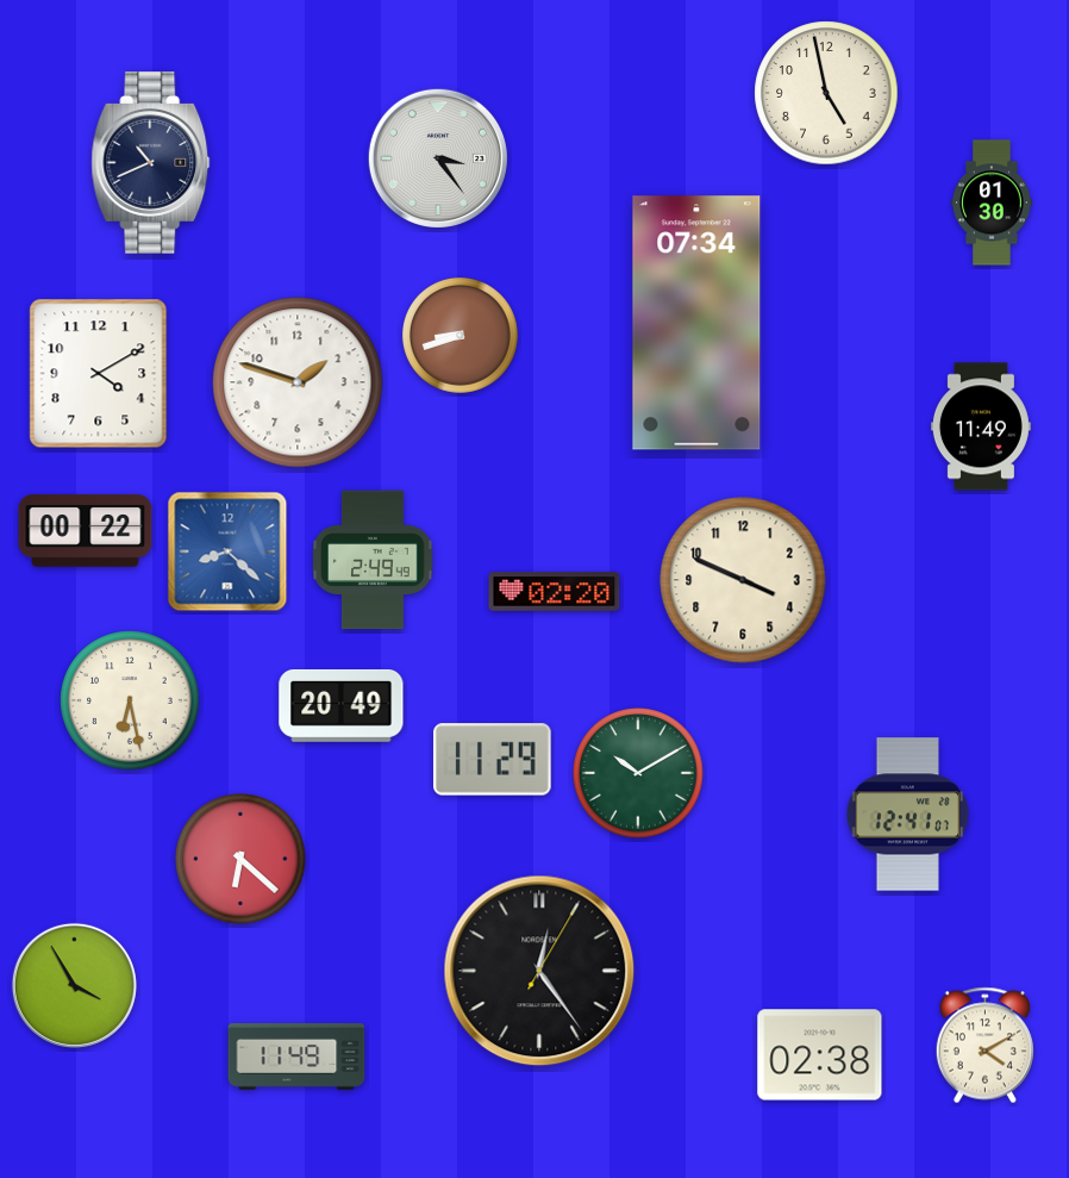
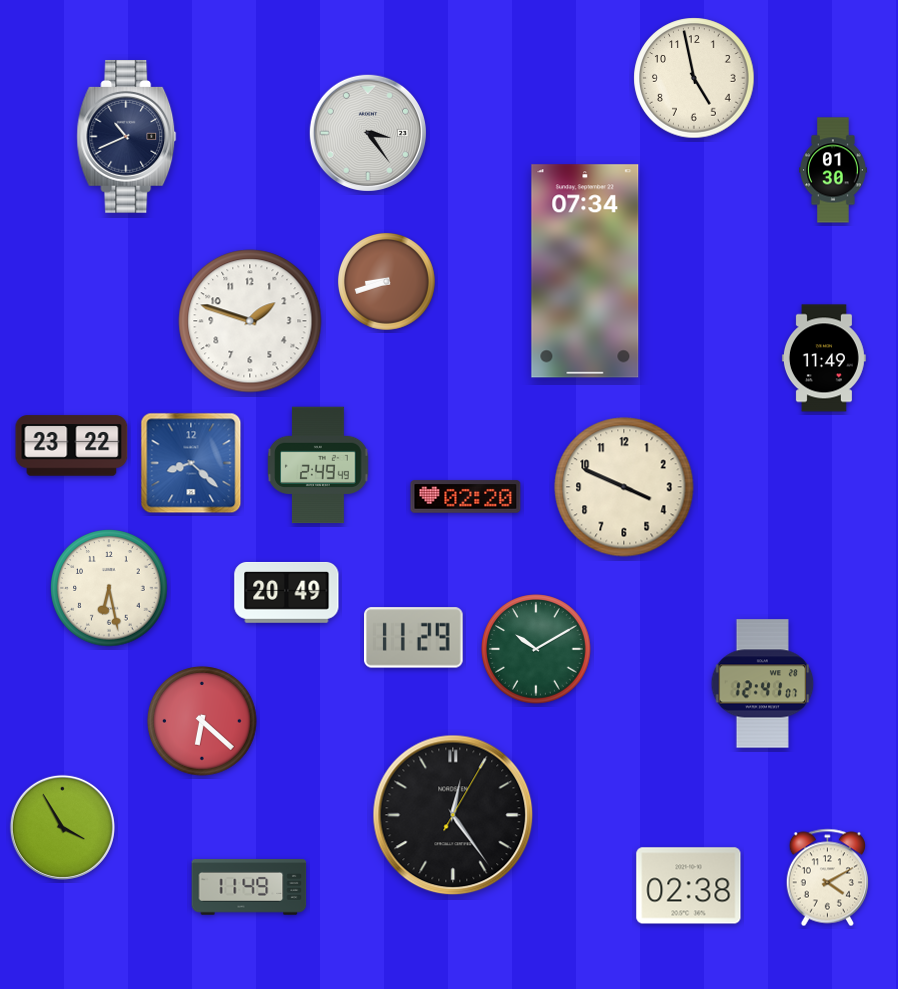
clock at (99, 374): 4:10 -> none
clock at (86, 531): 00:22 -> 23:22
clock at (373, 560) position: (373, 560) -> (318, 465)
